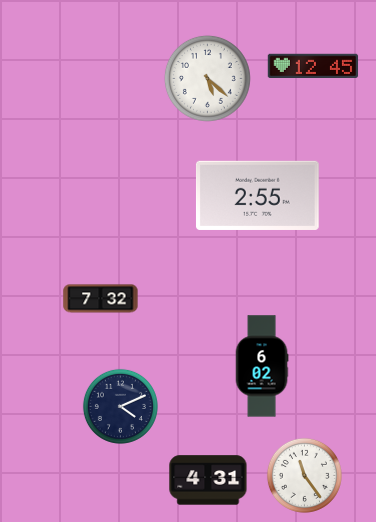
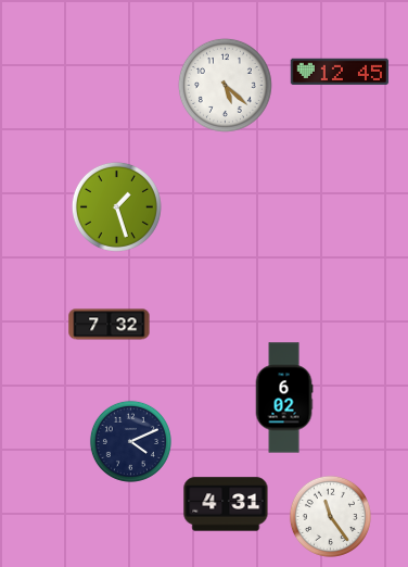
clock at (116, 206): none -> 1:27
clock at (257, 195): 2:55 -> none
clock at (208, 480) position: (208, 480) -> (226, 504)
